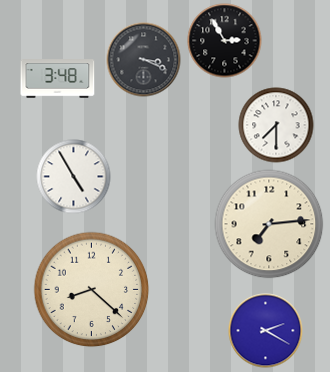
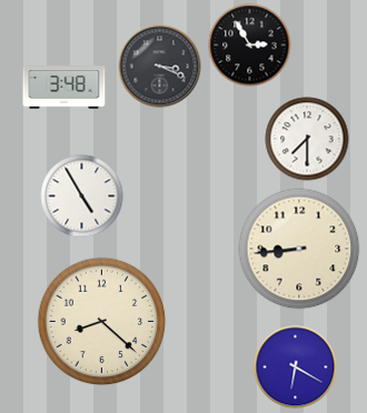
clock at (269, 224): 7:14 -> 8:44
clock at (266, 331): 2:20 -> 6:20
